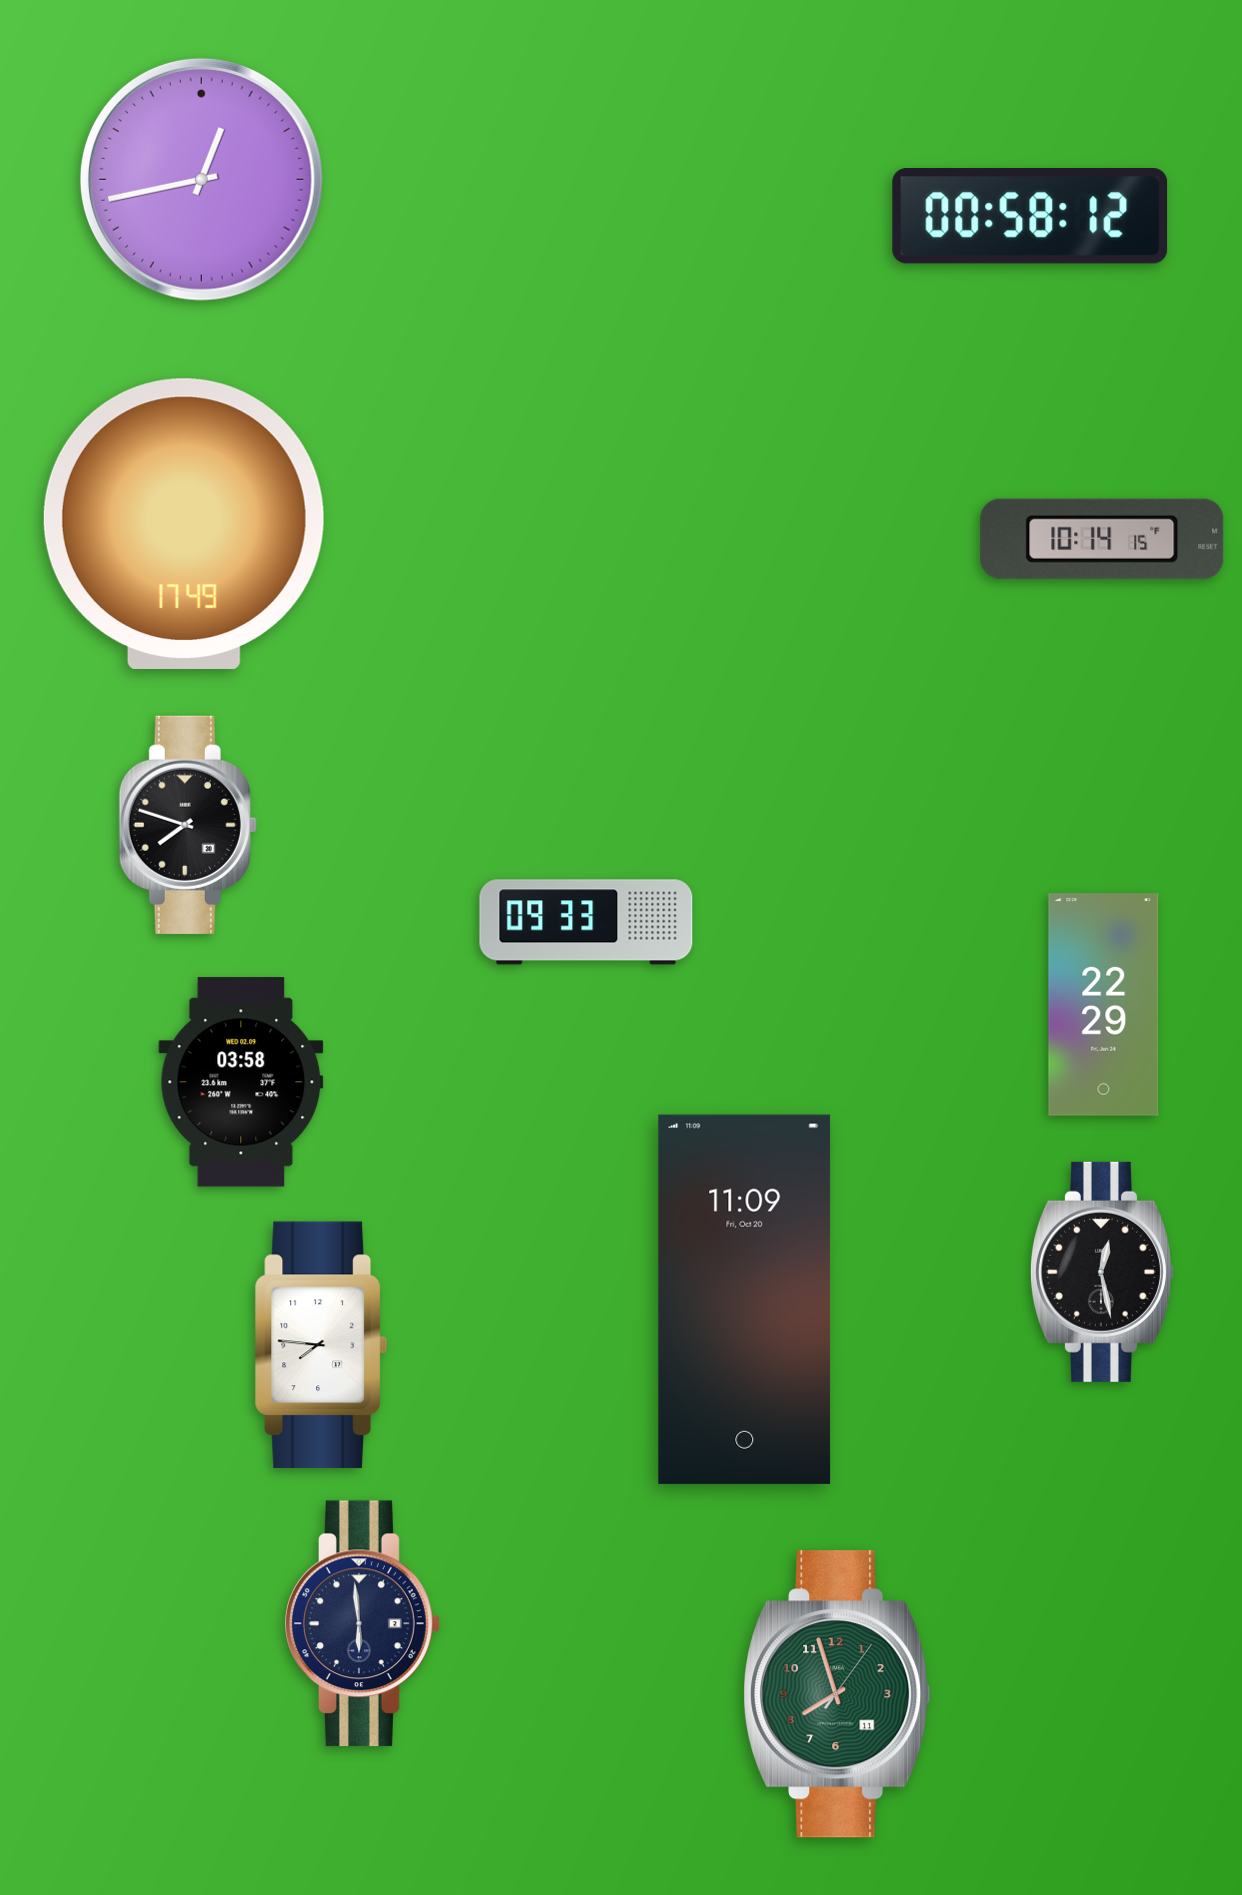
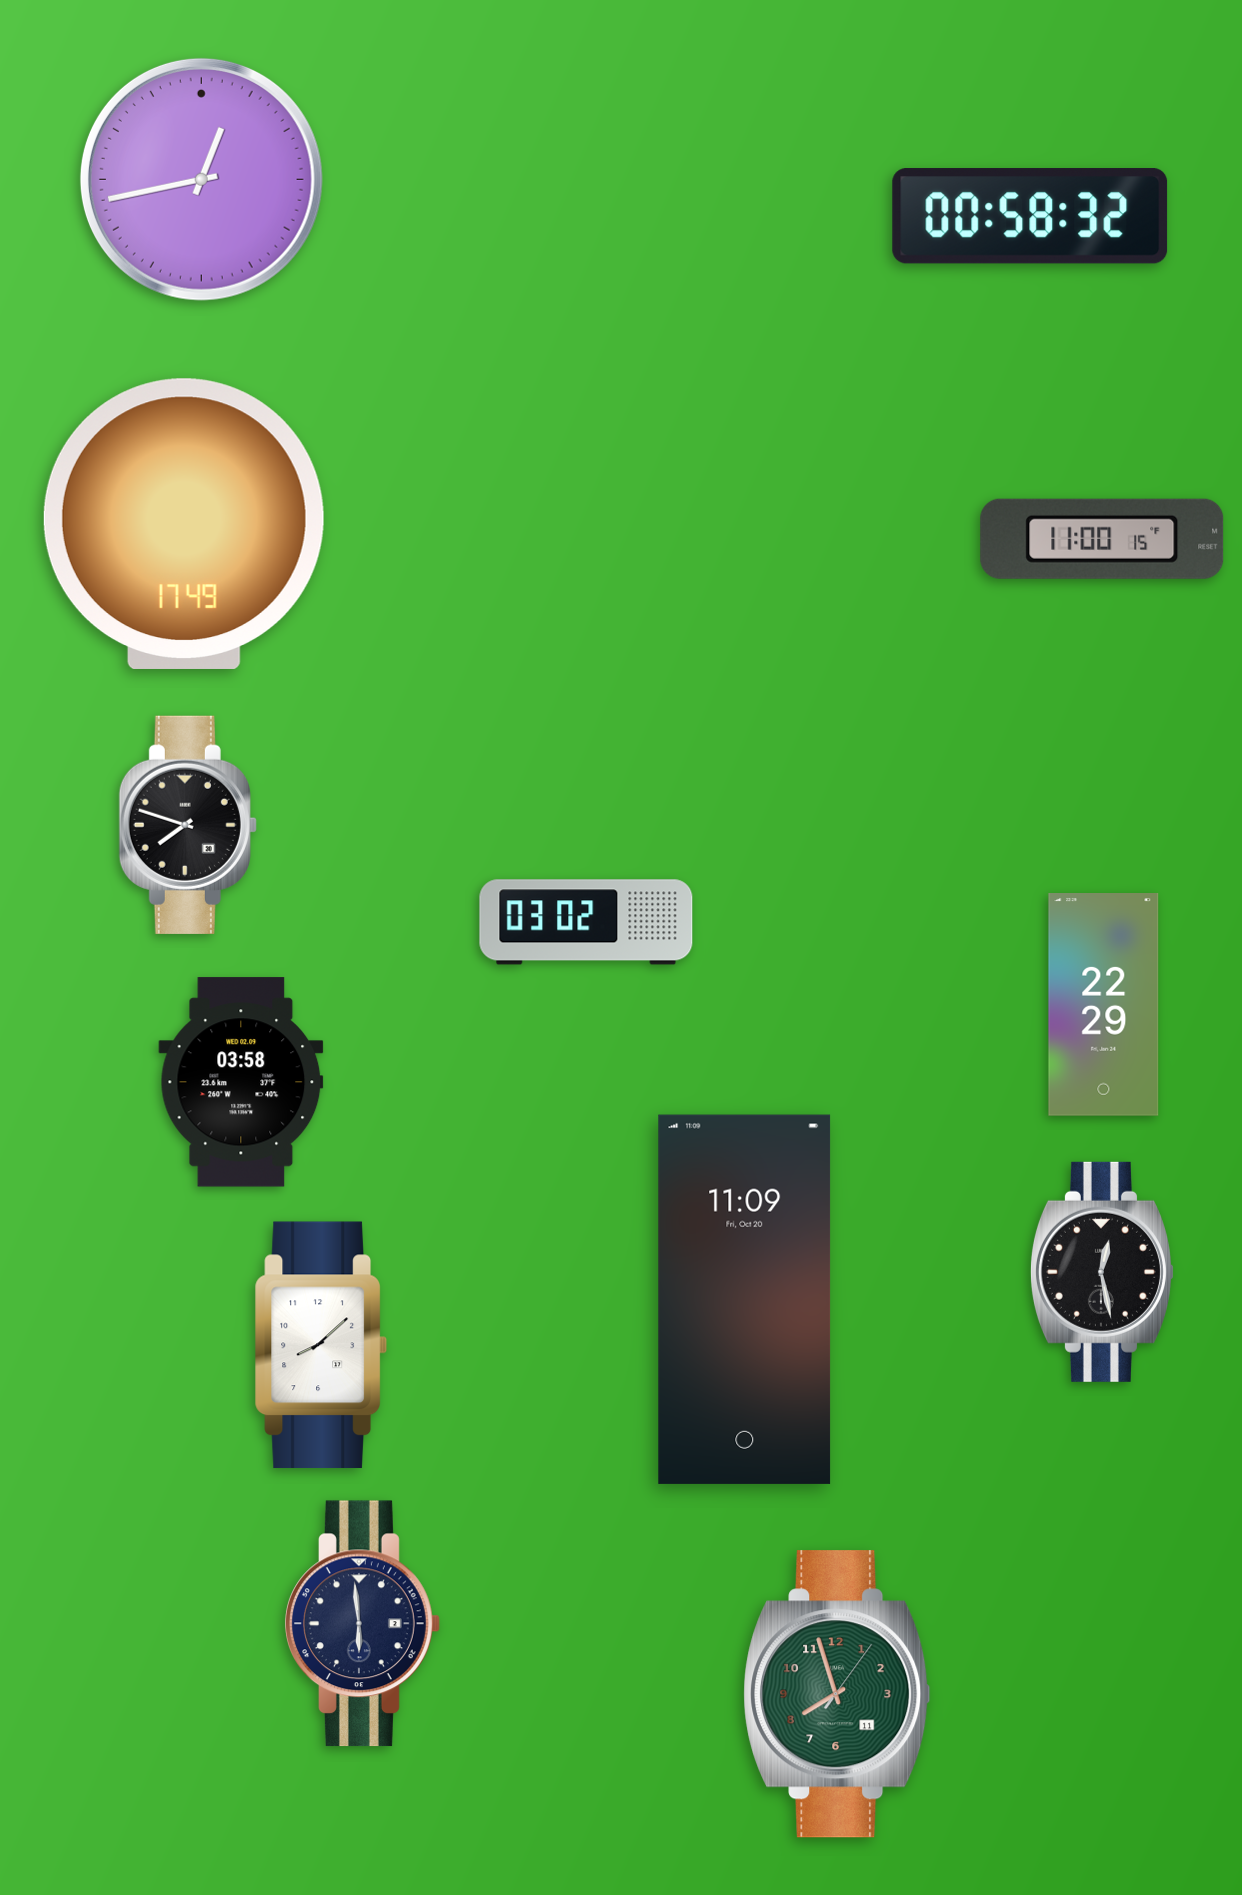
clock at (1030, 217): 00:58:12 -> 00:58:32
clock at (1102, 539): 10:14 -> 11:00
clock at (586, 922): 09:33 -> 03:02
clock at (320, 1345): 7:46 -> 8:08
